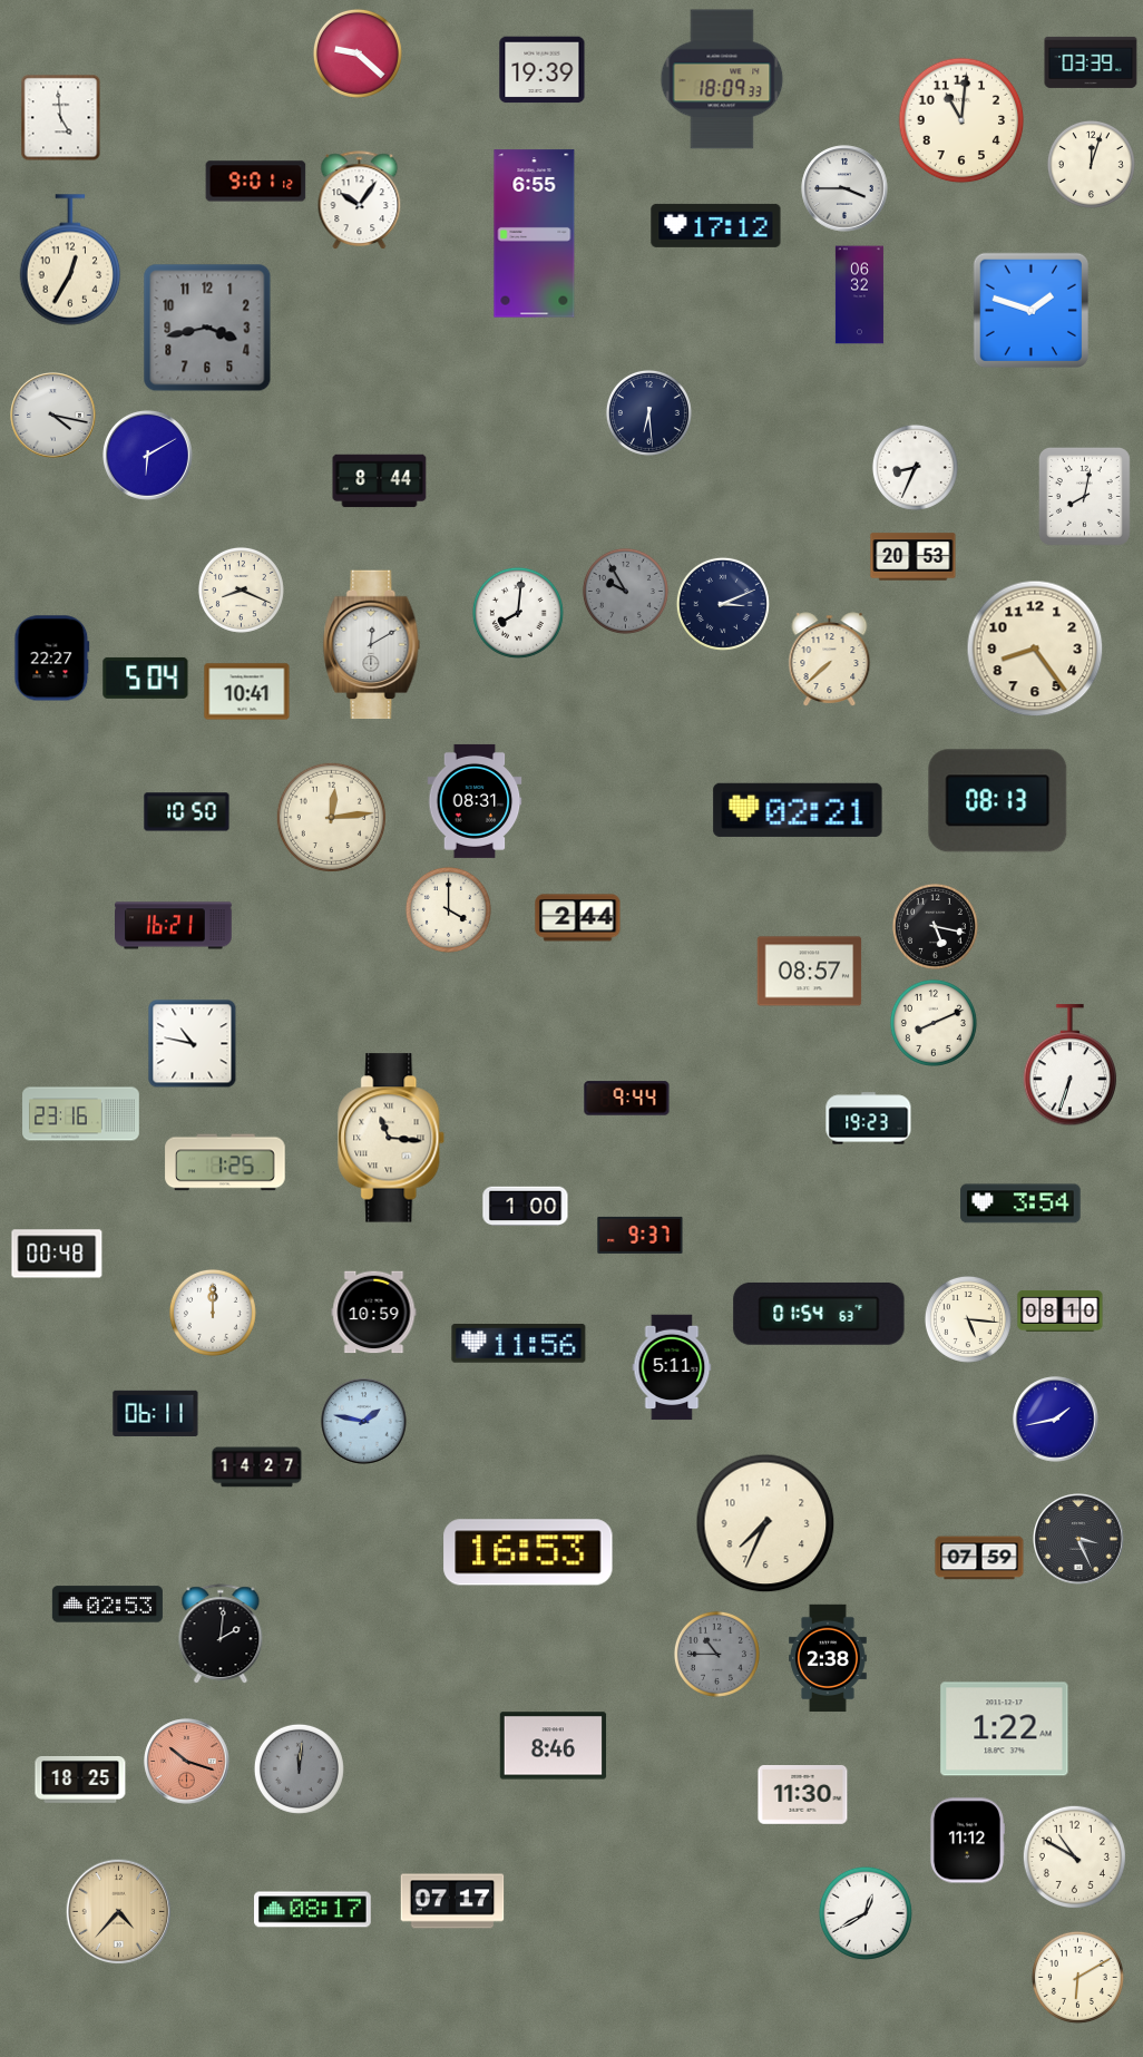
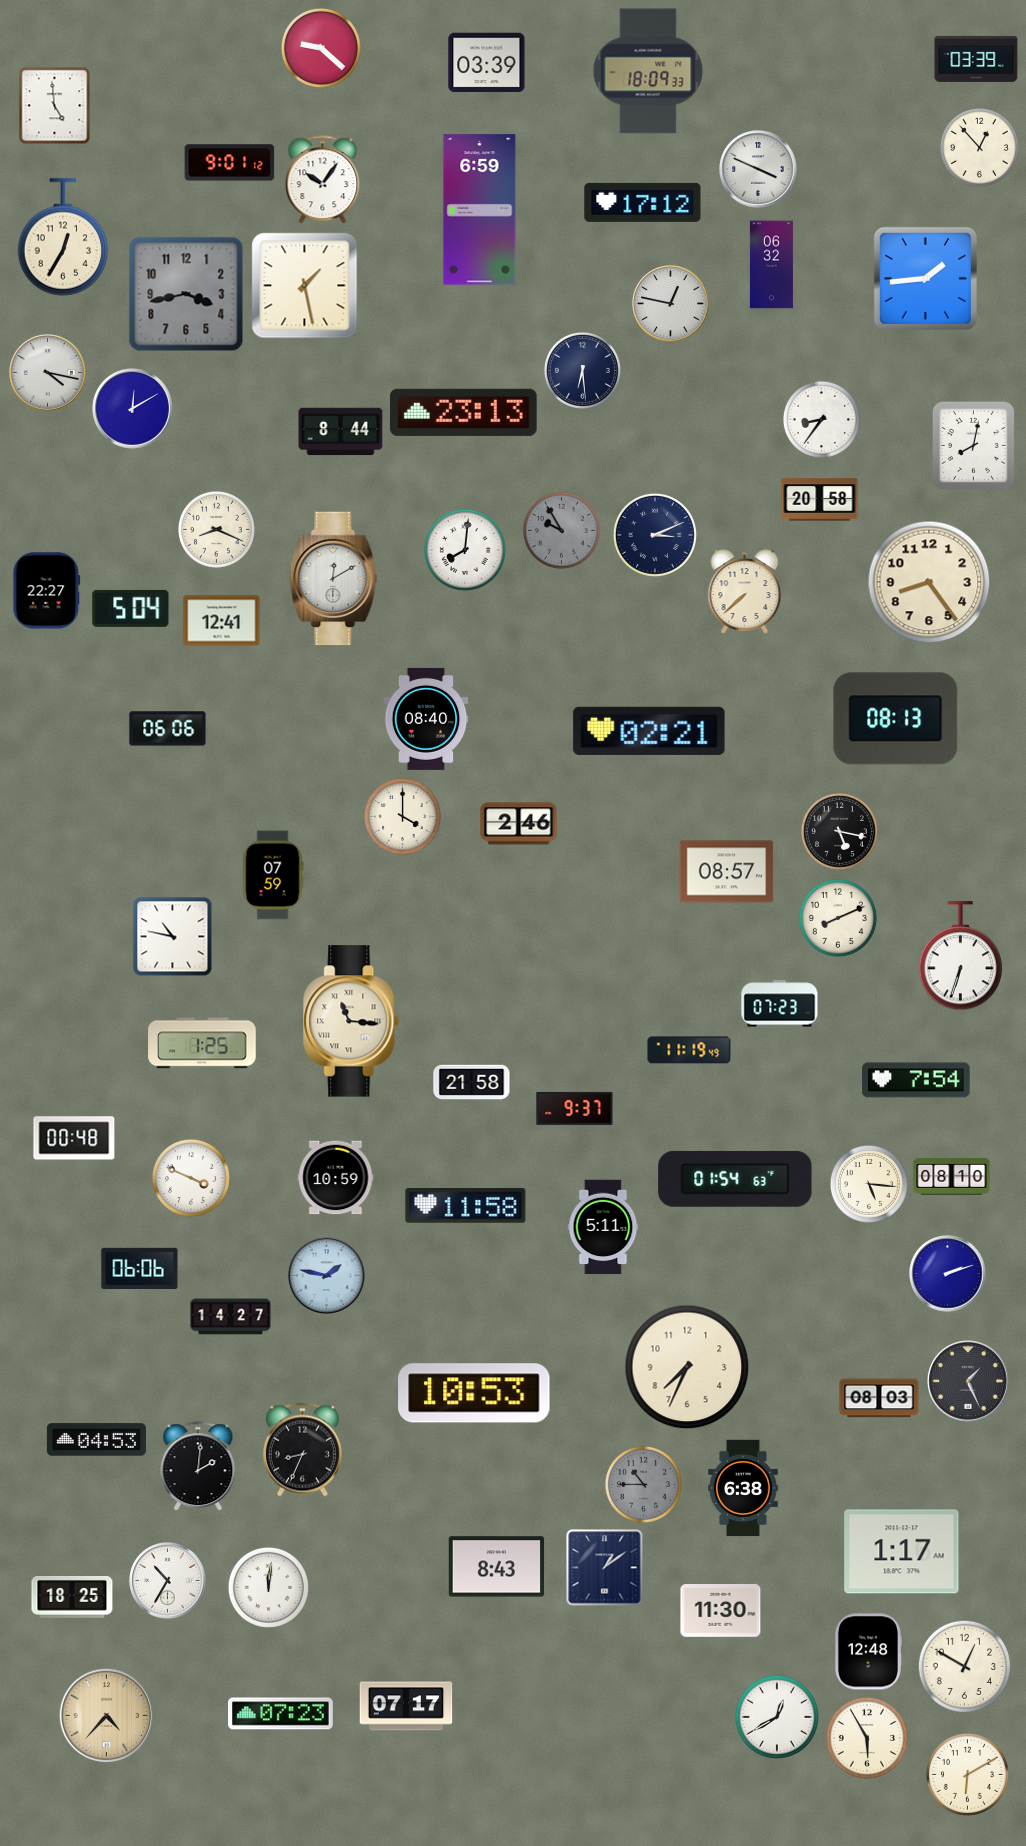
clock at (1091, 62) position: (1091, 62) -> (976, 59)
clock at (543, 70): 19:39 -> 03:39
clock at (961, 120): 11:01 -> none
clock at (1091, 164): 12:03 -> 12:53
clock at (844, 188): 3:45 -> 3:49
clock at (535, 234): 6:55 -> 6:59
clock at (70, 260) position: (70, 260) -> (63, 237)
clock at (1030, 310): 1:48 -> 1:44
clock at (305, 286): none -> 1:28
clock at (671, 304): none -> 12:47
clock at (148, 456): 6:10 -> 12:10
clock at (463, 412): none -> 23:13
clock at (915, 467): 8:34 -> 8:36
clock at (914, 557): 20:53 -> 20:58
clock at (723, 604) position: (723, 604) -> (655, 535)
clock at (247, 692): 10:41 -> 12:41
clock at (475, 801): 08:31 -> 08:40
clock at (798, 810) position: (798, 810) -> (649, 731)
clock at (187, 812): 10:50 -> 06:06
clock at (331, 817): 12:14 -> none
clock at (578, 918): 2:44 -> 2:46
clock at (174, 926): 16:21 -> none
clock at (273, 875): none -> 07:59
clock at (627, 1099): 9:44 -> none
clock at (81, 1114): 23:16 -> none
clock at (869, 1119): 19:23 -> 07:23
clock at (689, 1050): none -> 11:19
clock at (1020, 1203): 3:54 -> 7:54
clock at (526, 1207): 1:00 -> 21:58
clock at (57, 1254) position: (57, 1254) -> (74, 1138)
clock at (213, 1313): 12:00 -> 3:49
clock at (519, 1344): 11:56 -> 11:58
clock at (156, 1413): 06:11 -> 06:06
clock at (1056, 1420): 1:43 -> 2:12
clock at (1079, 1540): 3:26 -> 1:26
clock at (528, 1552): 16:53 -> 10:53
clock at (979, 1558): 07:59 -> 08:03
clock at (107, 1605): 02:53 -> 04:53
clock at (302, 1450): none -> 8:34
clock at (829, 1658): 2:38 -> 6:38
clock at (1005, 1729): 1:22 -> 1:17
clock at (554, 1746): 8:46 -> 8:43
clock at (605, 1568): none -> 1:09
clock at (187, 1762): 10:18 -> 10:35
clock at (187, 1762) dial: salmon -> white
clock at (299, 1768) dial: grey -> white
clock at (966, 1841): 11:12 -> 12:48
clock at (1074, 1856): 10:50 -> 12:50
clock at (313, 1910): 08:17 -> 07:23
clock at (867, 1738): none -> 5:55
